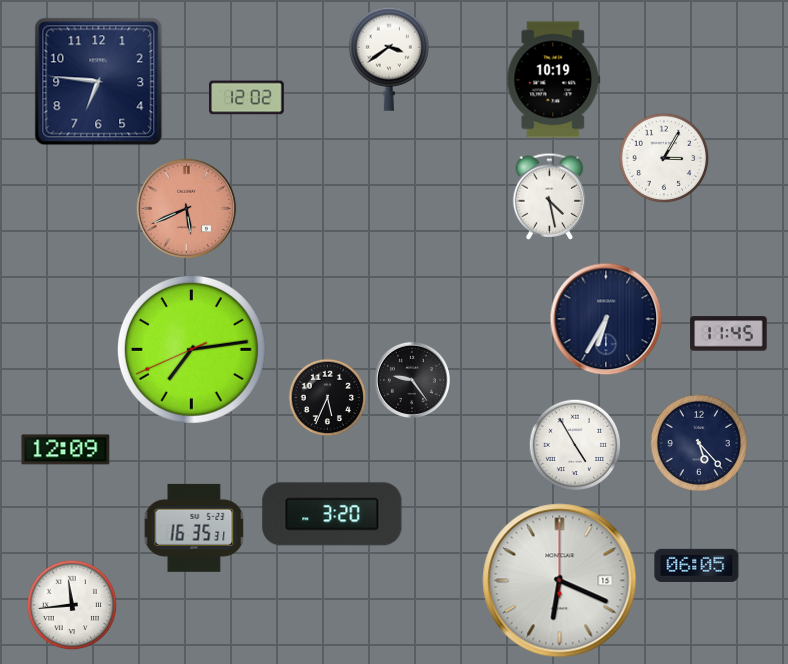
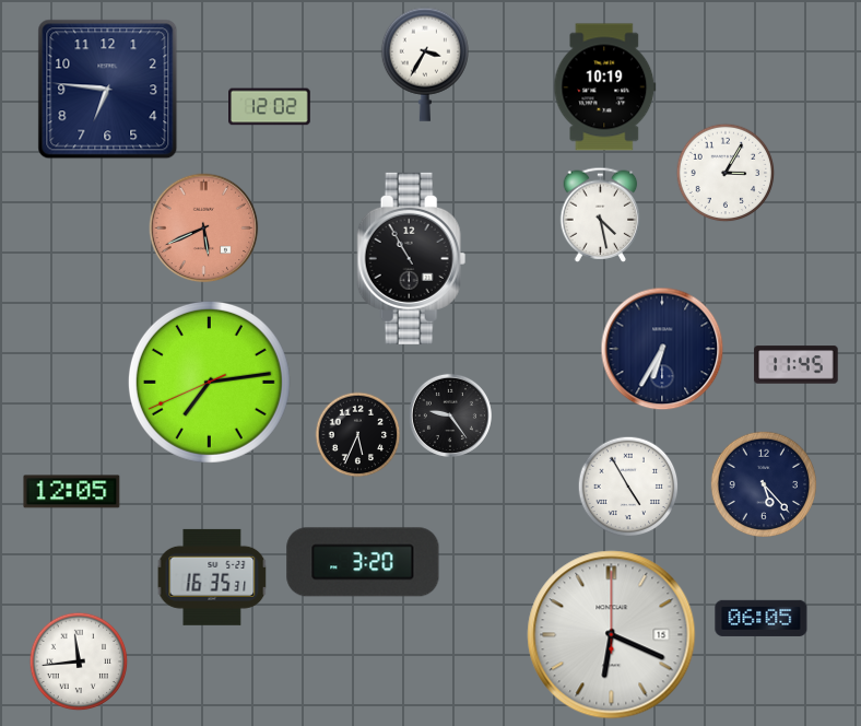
clock at (389, 59): 3:39 -> 3:35
clock at (412, 258): none -> 10:55
clock at (66, 450): 12:09 -> 12:05
